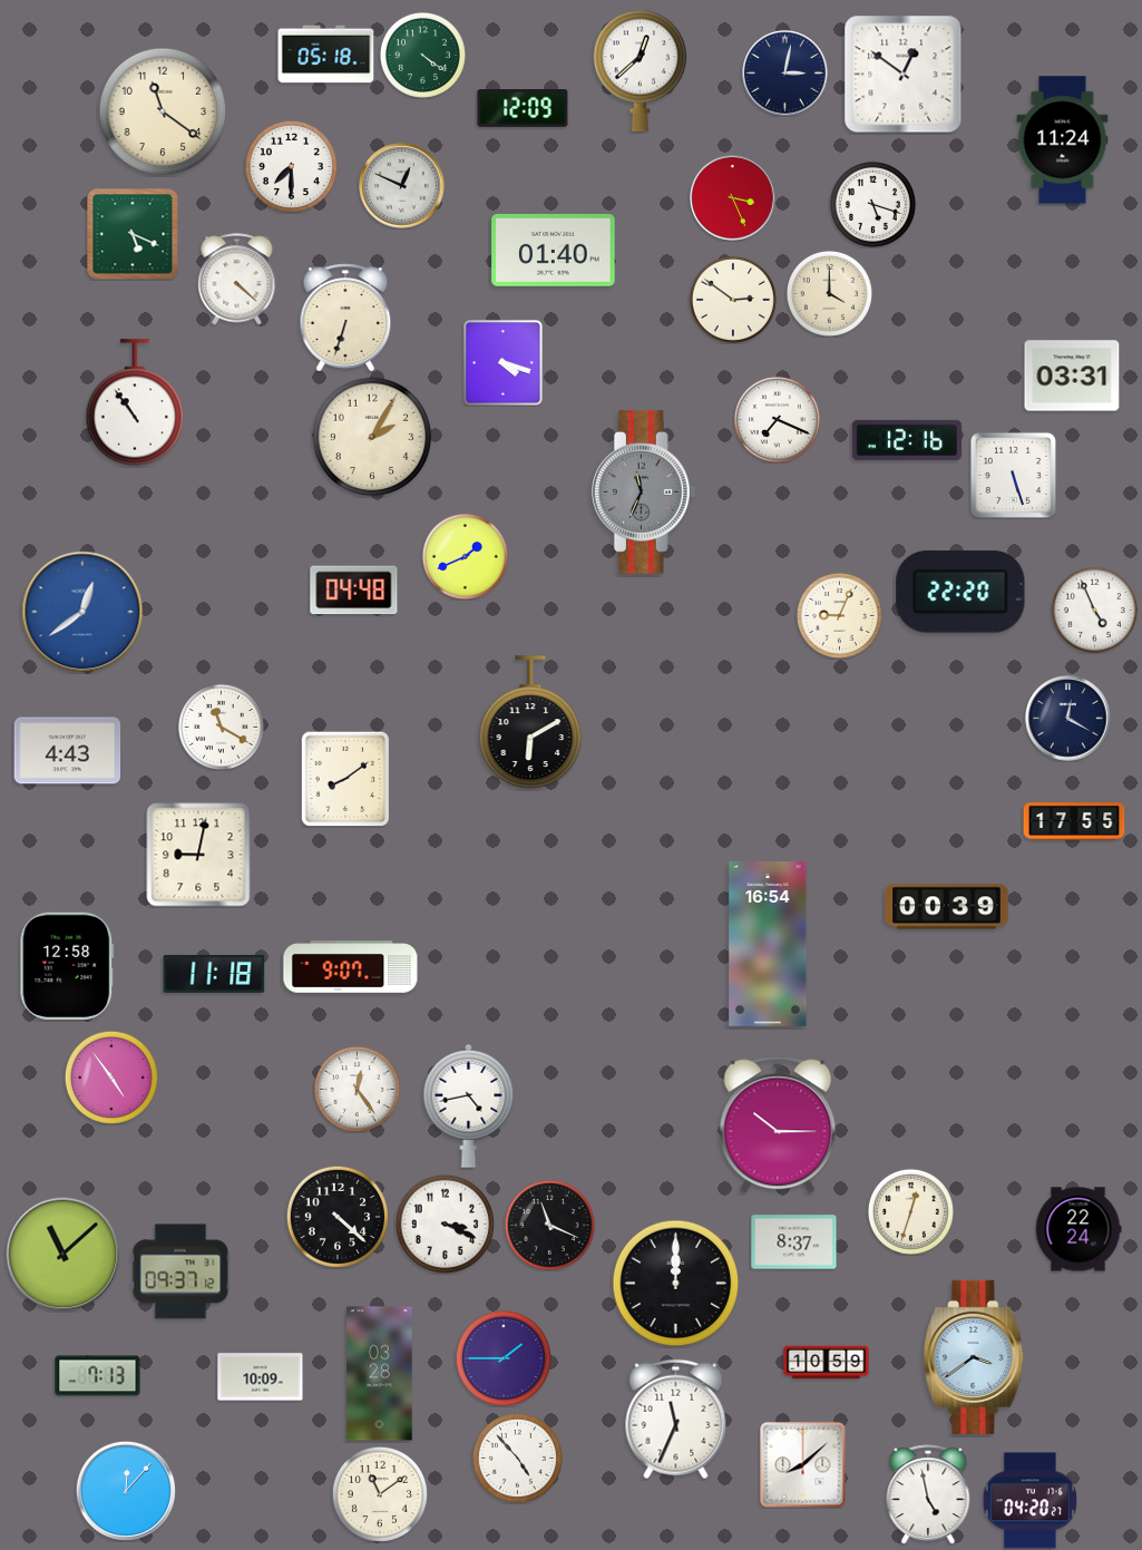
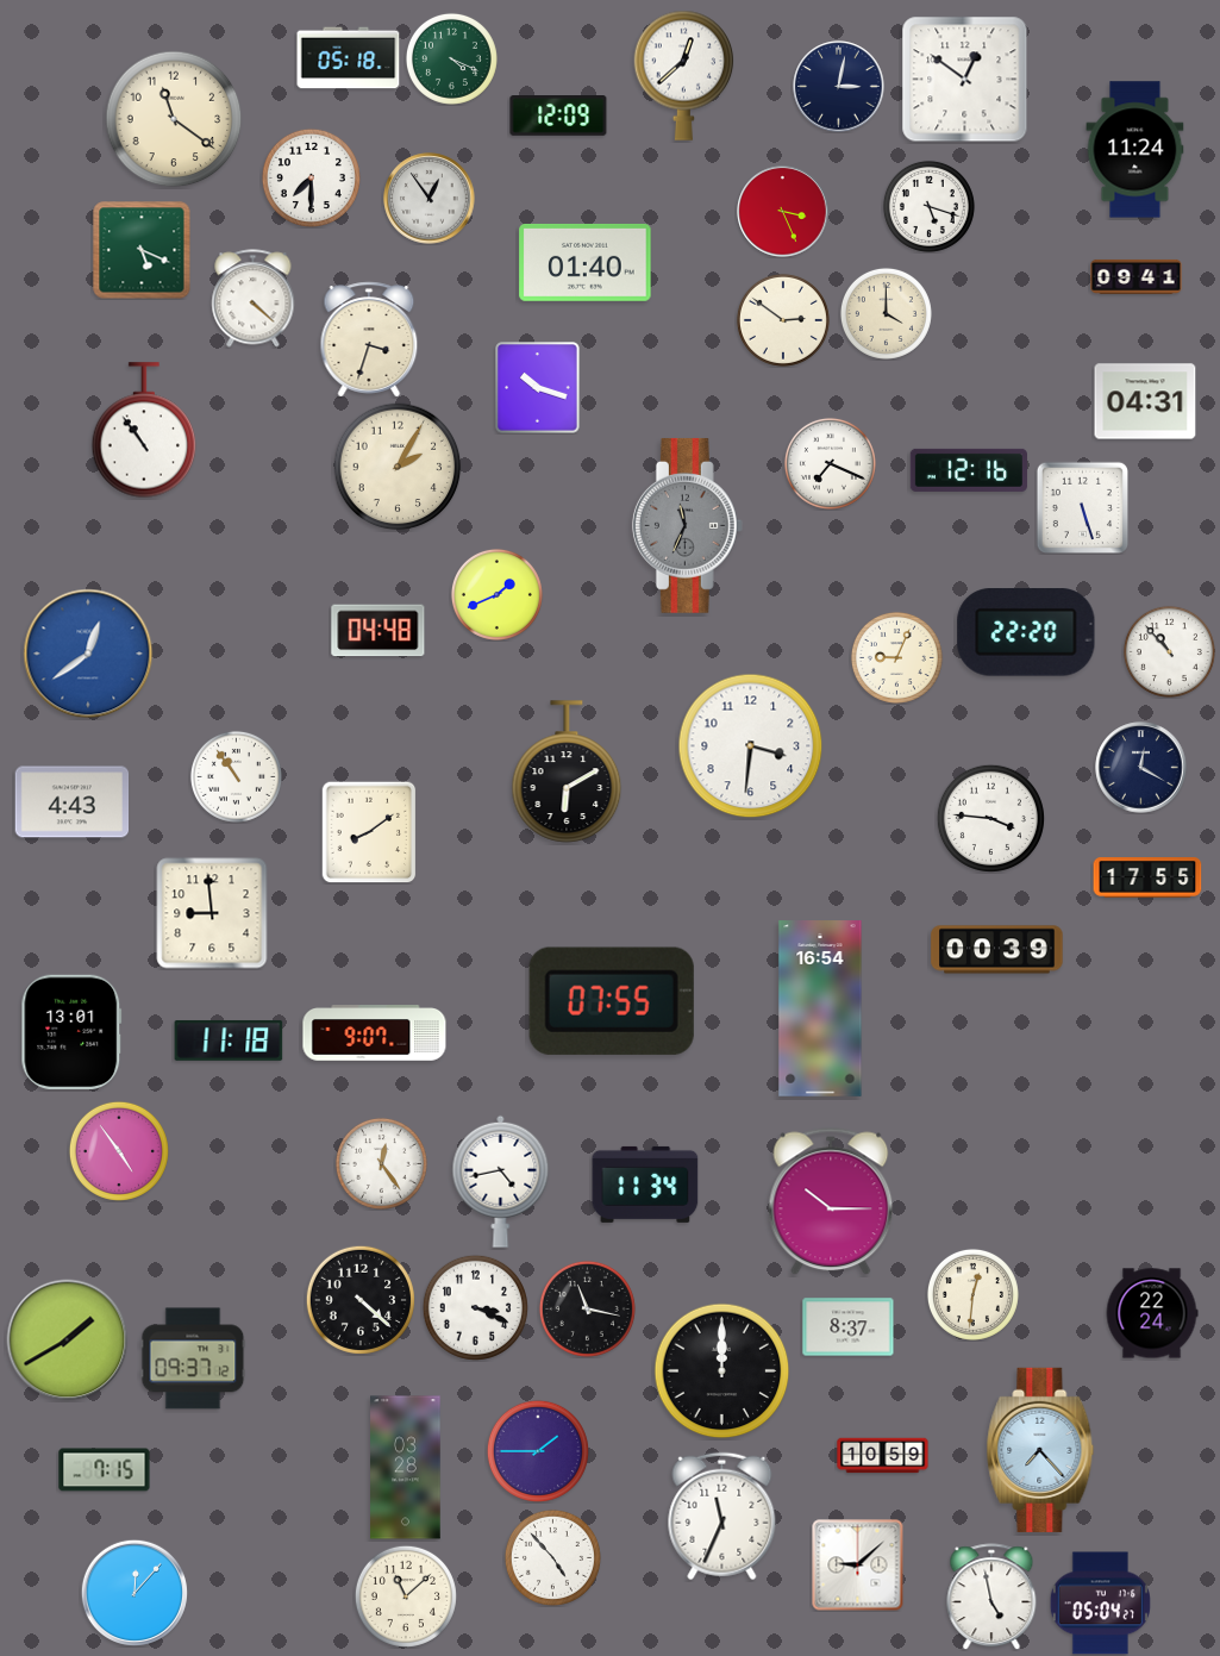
clock at (422, 55): 4:21 -> 4:19
clock at (785, 74) position: (785, 74) -> (839, 87)
clock at (402, 186): 12:49 -> 12:54
clock at (872, 204) position: (872, 204) -> (928, 206)
clock at (554, 250) position: (554, 250) -> (586, 262)
clock at (1137, 276): none -> 09:41
clock at (345, 318): 6:33 -> 3:33
clock at (504, 363): 4:18 -> 10:18
clock at (1072, 376): 03:31 -> 04:31
clock at (777, 419) position: (777, 419) -> (830, 463)
clock at (1094, 610): 4:56 -> 10:53
clock at (751, 746): none -> 3:31
clock at (221, 727): 11:20 -> 10:54
clock at (990, 818): none -> 3:46
clock at (198, 855): 9:02 -> 8:59
clock at (947, 907) position: (947, 907) -> (997, 950)
clock at (612, 1001): none -> 07:55
clock at (67, 965): 12:58 -> 13:01
clock at (645, 1185): none -> 11:34
clock at (910, 1211): 12:33 -> 12:31
clock at (549, 1225): 11:19 -> 11:17
clock at (64, 1255): 11:08 -> 1:40
clock at (974, 1357): 3:39 -> 7:23
clock at (98, 1376): 7:13 -> 7:15
clock at (261, 1377): 10:09 -> none
clock at (803, 1465): 8:08 -> 9:08
clock at (380, 1494): 11:09 -> 11:08
clock at (1029, 1501): 04:20 -> 05:04
